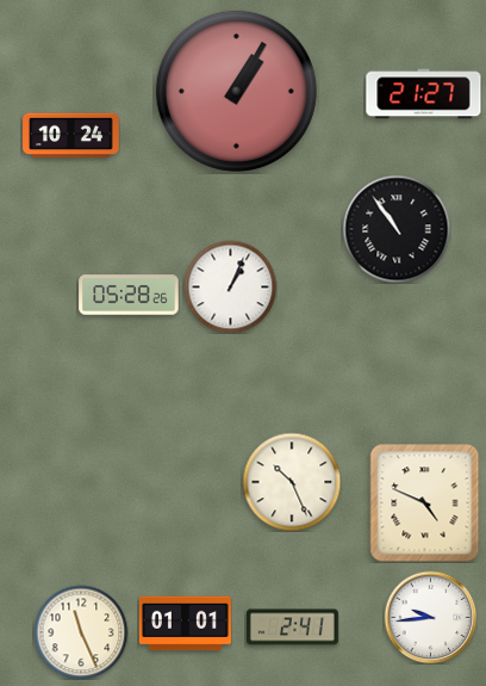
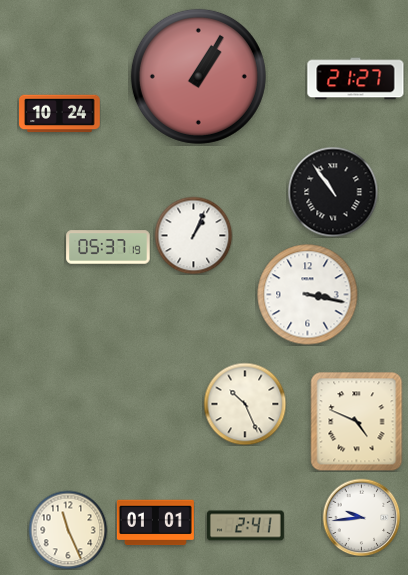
clock at (230, 286) position: (230, 286) -> (193, 235)
clock at (129, 295): 05:28 -> 05:37
clock at (308, 295): none -> 3:17
